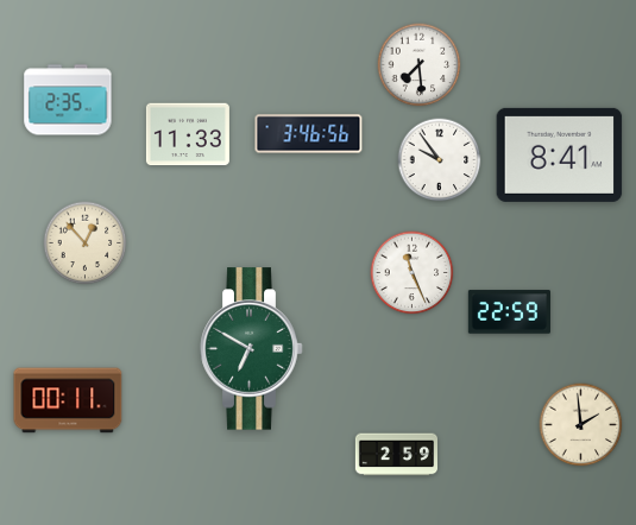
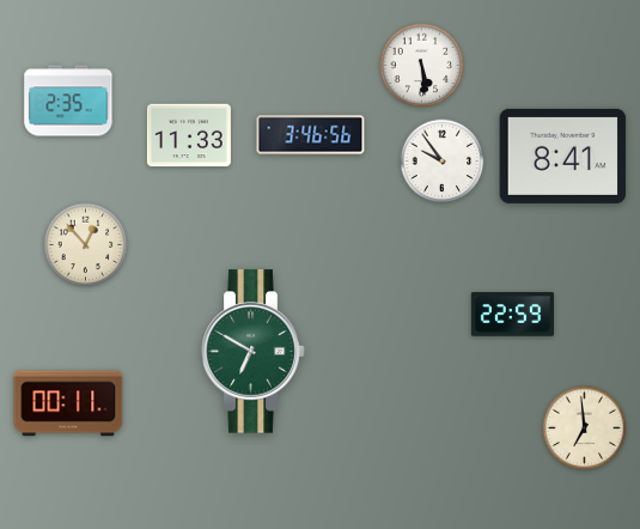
clock at (420, 65): 7:29 -> 5:29
clock at (413, 273): 11:26 -> none
clock at (581, 425): 1:59 -> 6:59
clock at (396, 455): 2:59 -> none
